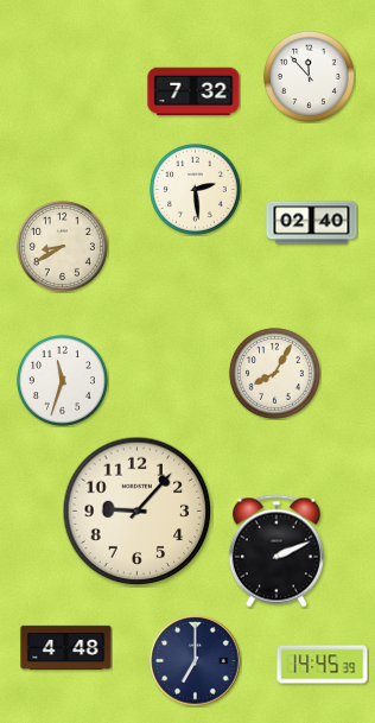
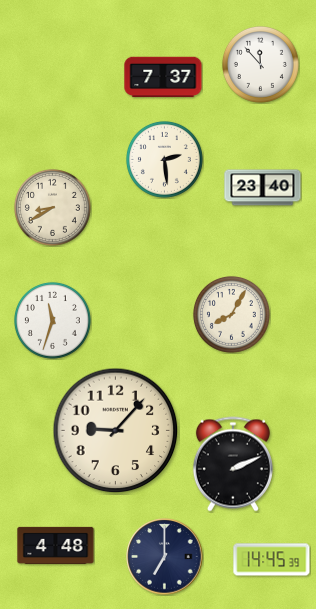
clock at (193, 91): 7:32 -> 7:37
clock at (312, 223): 02:40 -> 23:40
